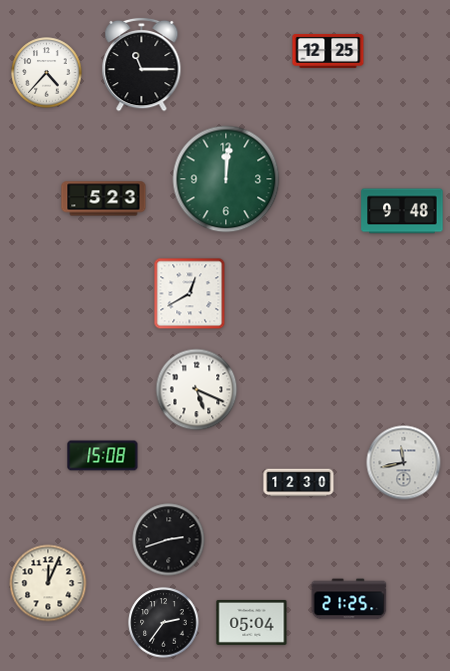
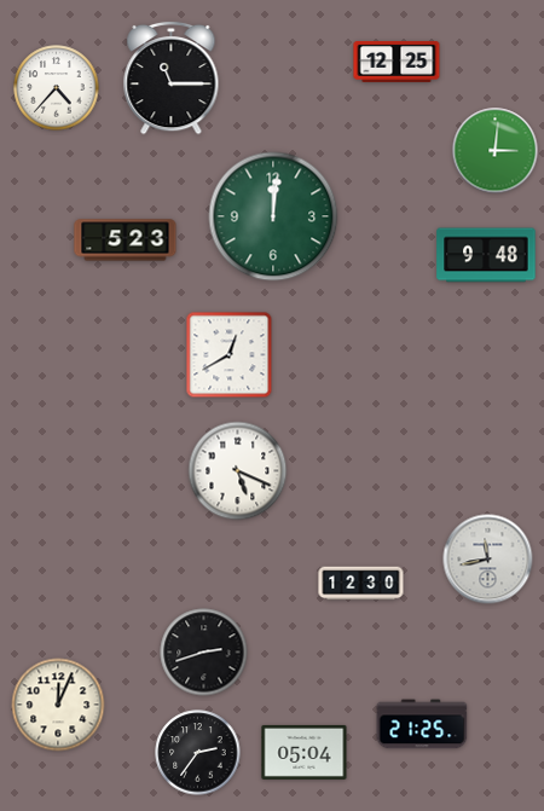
clock at (496, 151): none -> 3:01
clock at (103, 456): 15:08 -> none
